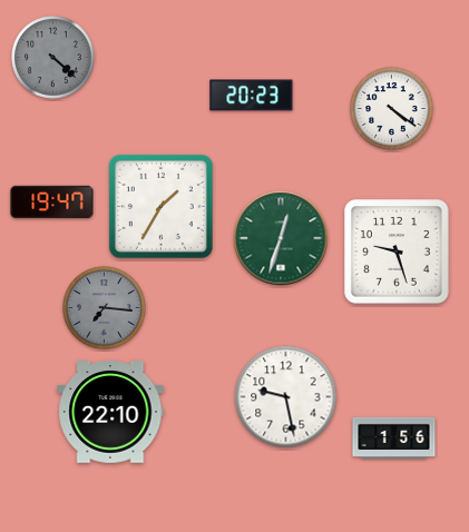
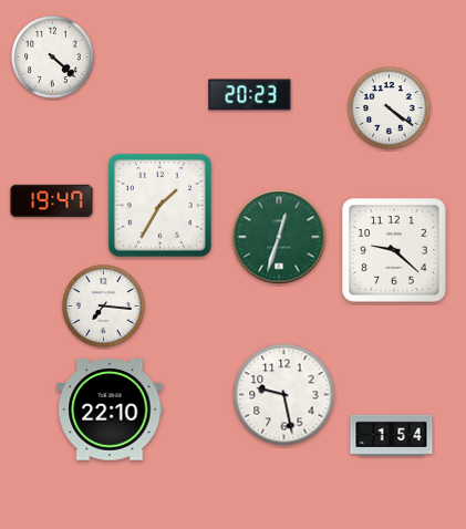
clock at (53, 58) dial: grey -> white
clock at (397, 252): 9:27 -> 9:22
clock at (105, 308) dial: grey -> white
clock at (394, 437): 1:56 -> 1:54
